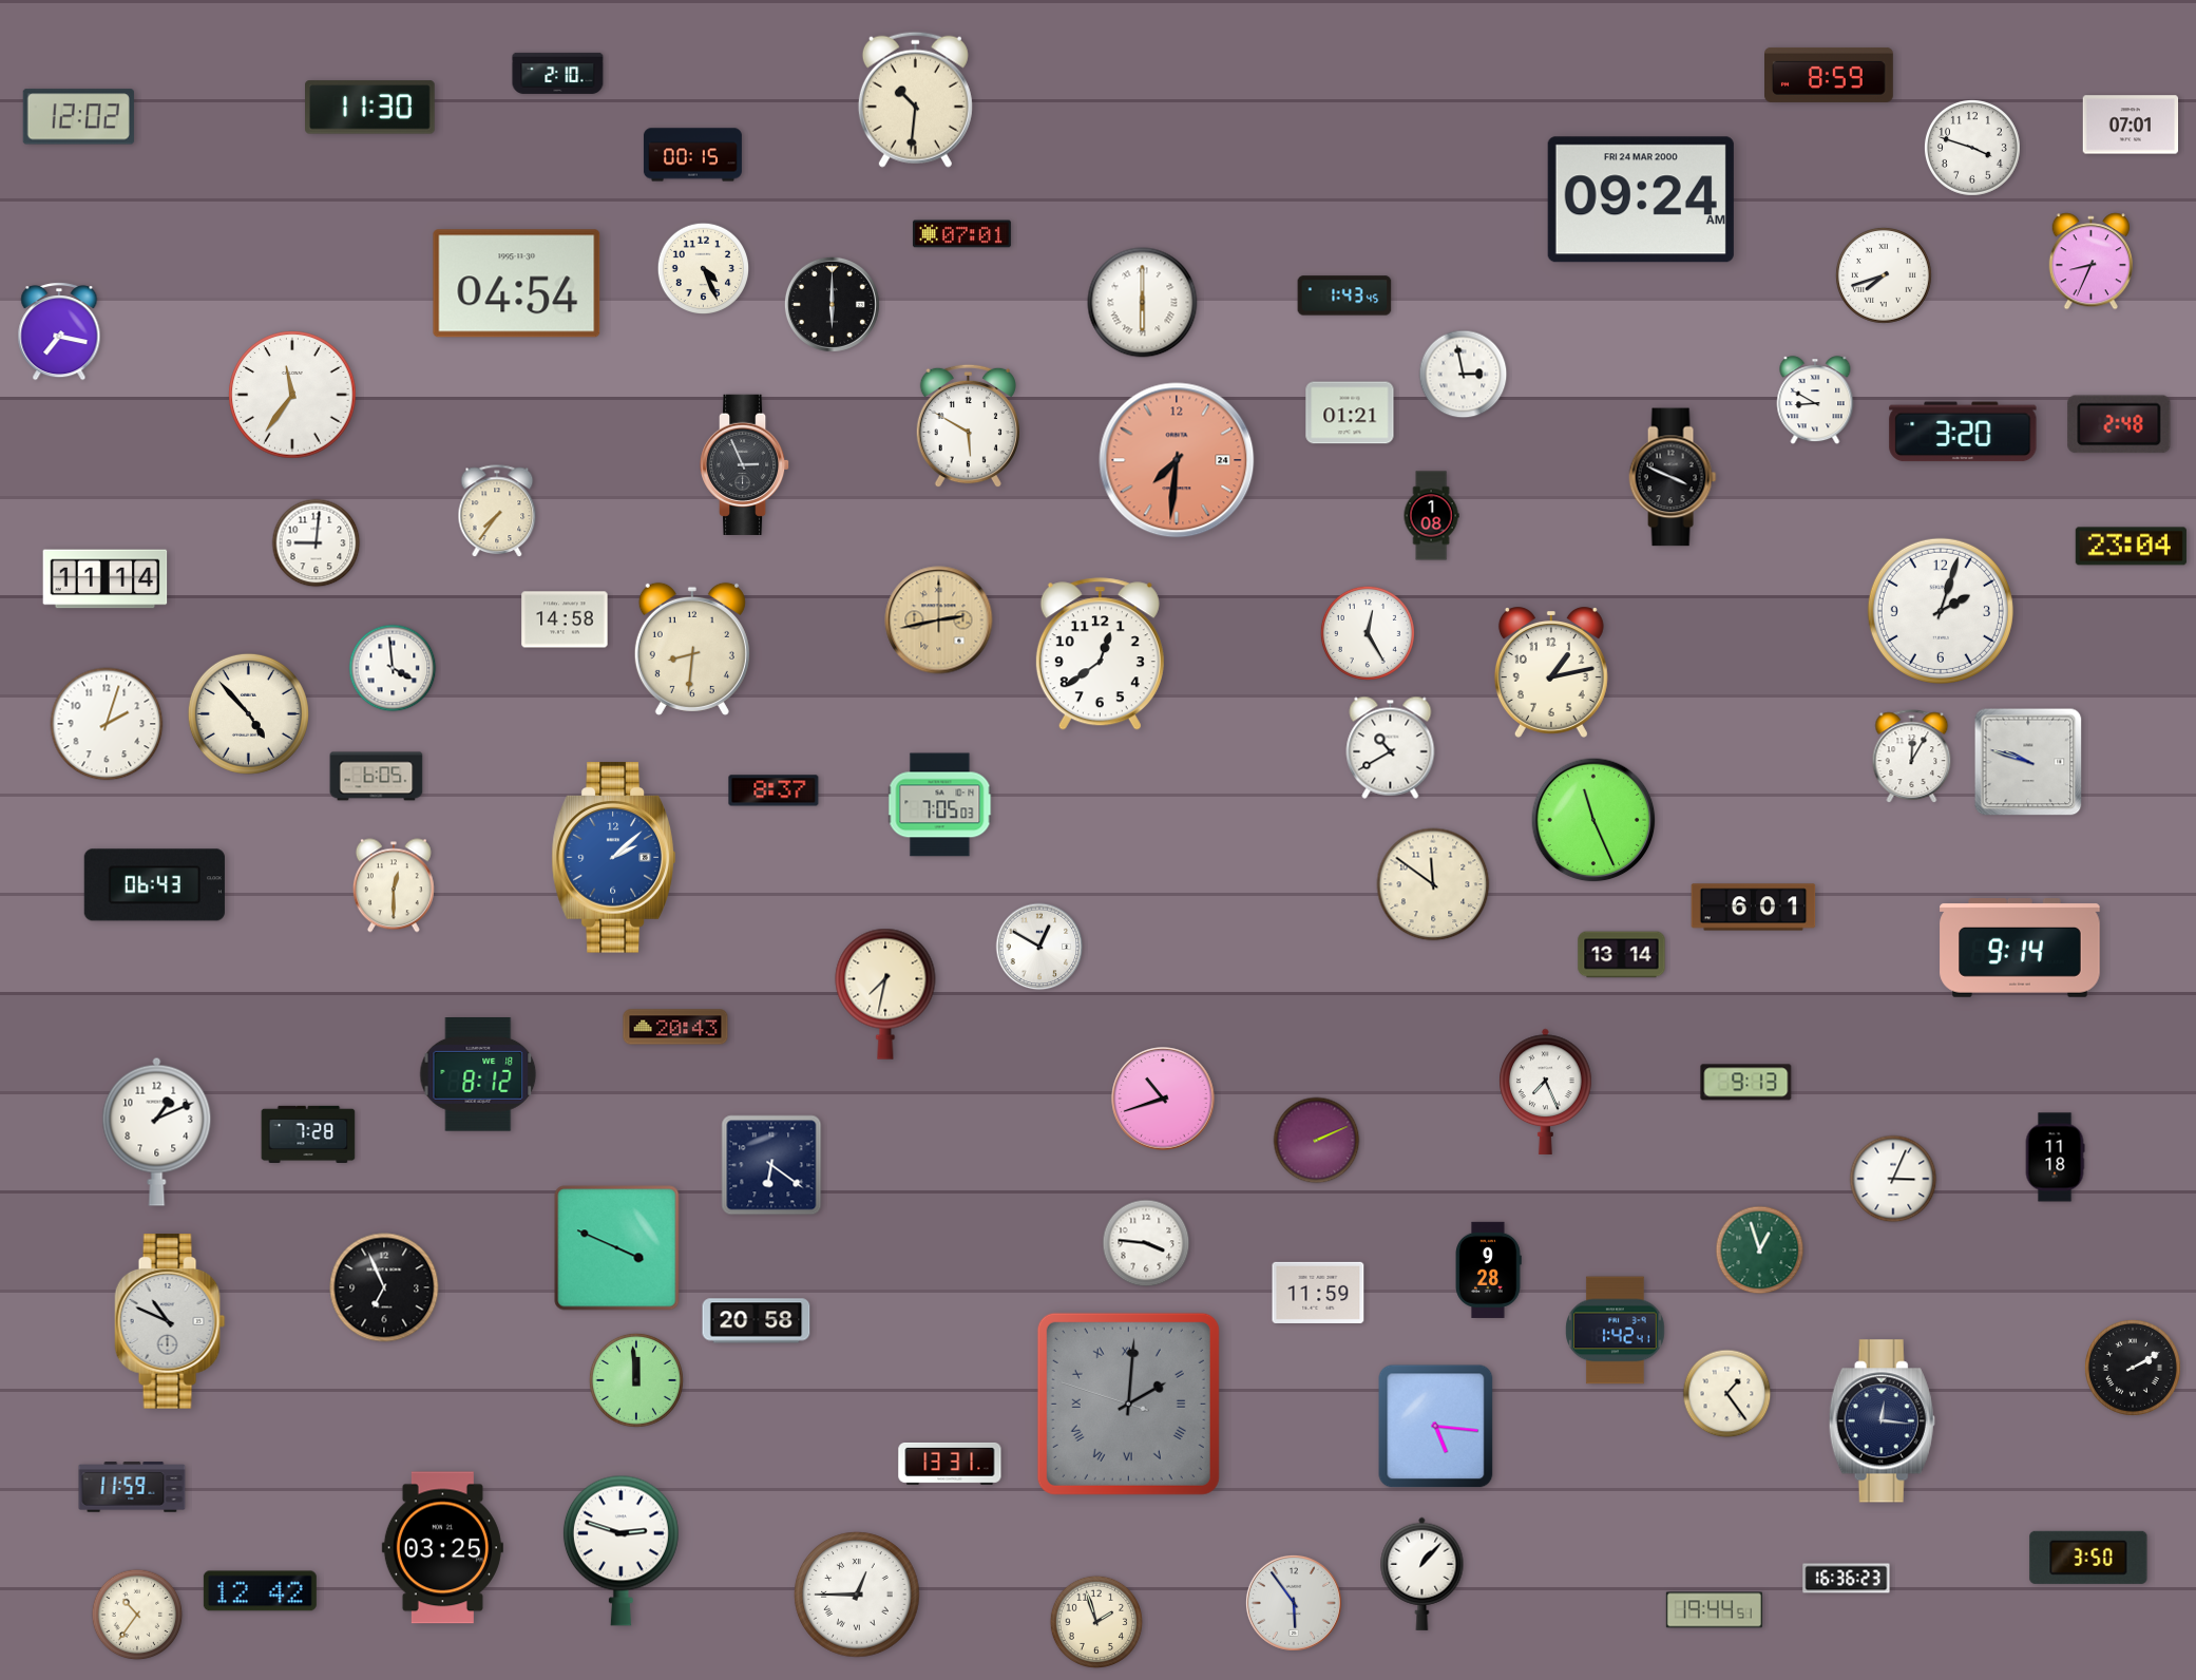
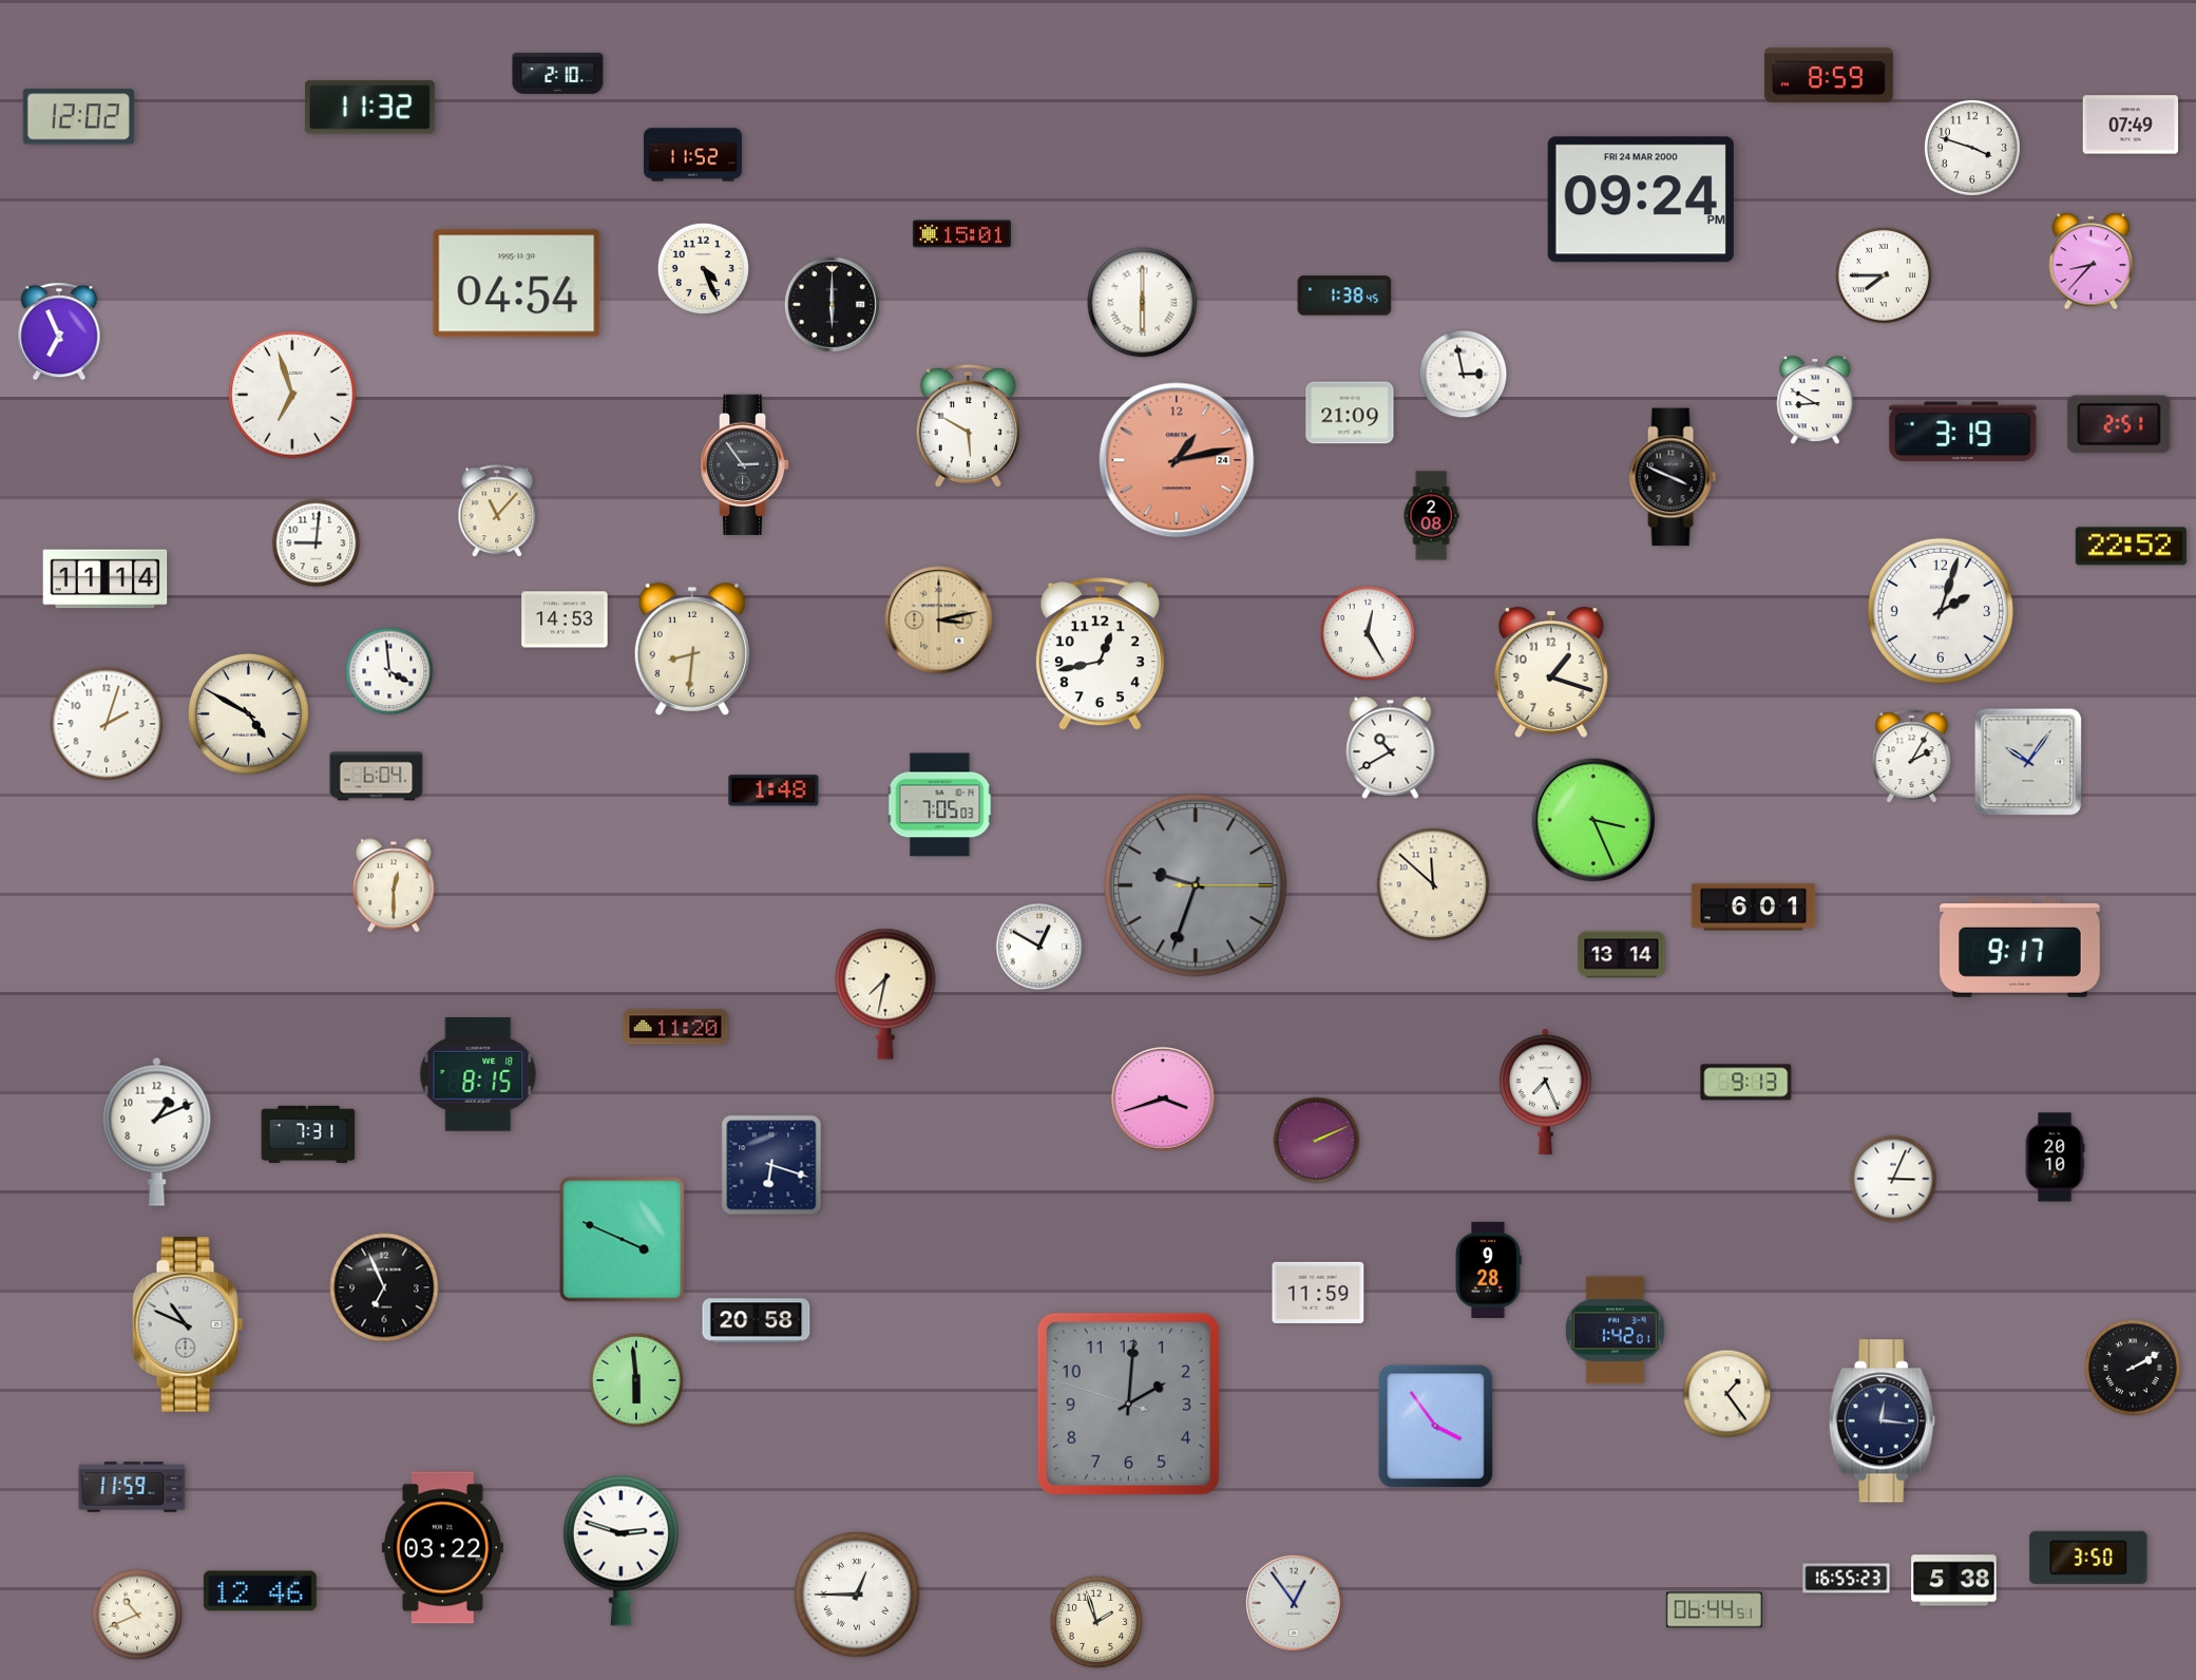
clock at (915, 99): 10:31 -> none
clock at (370, 108): 11:30 -> 11:32
clock at (2131, 125): 07:01 -> 07:49
clock at (692, 155): 00:15 -> 11:52
clock at (1641, 199): 09:24 AM -> 09:24 PM
clock at (961, 234): 07:01 -> 15:01
clock at (2090, 262): 8:34 -> 8:37
clock at (1884, 275): 7:42 -> 7:45
clock at (1344, 295): 1:43 -> 1:38
clock at (59, 331): 7:17 -> 6:56
clock at (292, 395): 11:36 -> 6:57
clock at (1350, 413): 01:21 -> 21:09
clock at (2119, 424): 2:48 -> 2:51
clock at (1963, 432): 3:20 -> 3:19
clock at (1177, 460): 7:31 -> 1:13
clock at (745, 464): 2:56 -> 2:54
clock at (497, 512): 7:36 -> 11:07
clock at (1431, 516): 1:08 -> 2:08
clock at (2131, 547): 23:04 -> 22:52
clock at (565, 619): 14:58 -> 14:53
clock at (939, 621): 2:43 -> 3:13
clock at (1100, 654): 12:39 -> 12:43
clock at (393, 668) position: (393, 668) -> (389, 671)
clock at (1551, 673): 1:13 -> 1:18
clock at (248, 713): 4:53 -> 4:50
clock at (1912, 757): 12:05 -> 2:05
clock at (2028, 762): 9:48 -> 10:06
clock at (377, 777): 6:05 -> 6:04
clock at (774, 790): 8:37 -> 1:48
clock at (1593, 820): 11:26 -> 3:26
clock at (613, 858): 2:08 -> none
clock at (1433, 884): 11:51 -> 11:52
clock at (154, 885): 06:43 -> none
clock at (1196, 885): none -> 9:33
clock at (2020, 948): 9:14 -> 9:17
clock at (675, 1027): 20:43 -> 11:20
clock at (478, 1075): 8:12 -> 8:15
clock at (1163, 1099): 10:42 -> 3:42
clock at (308, 1133): 7:28 -> 7:31
clock at (2055, 1158): 11:18 -> 20:10
clock at (771, 1165): 6:21 -> 6:18
clock at (1146, 1243): 3:46 -> none
clock at (617, 1248) position: (617, 1248) -> (623, 1240)
clock at (1760, 1251): 12:57 -> none
clock at (170, 1321) position: (170, 1321) -> (188, 1324)
clock at (1616, 1331): 1:42:41 -> 1:42:01
clock at (636, 1380): 11:59 -> 5:59
clock at (1128, 1404) numerals: Roman -> Arabic
clock at (1436, 1427): 5:16 -> 3:54
clock at (950, 1464): 13:31 -> none
clock at (442, 1548): 03:25 -> 03:22
clock at (1422, 1573): 1:07 -> none
clock at (1847, 1579): 16:36 -> 16:55
clock at (1954, 1581): none -> 5:38
clock at (260, 1591): 12:42 -> 12:46
clock at (1294, 1603): 5:54 -> 12:54
clock at (1714, 1610): 19:44 -> 06:44
clock at (137, 1615): 10:36 -> 10:41
